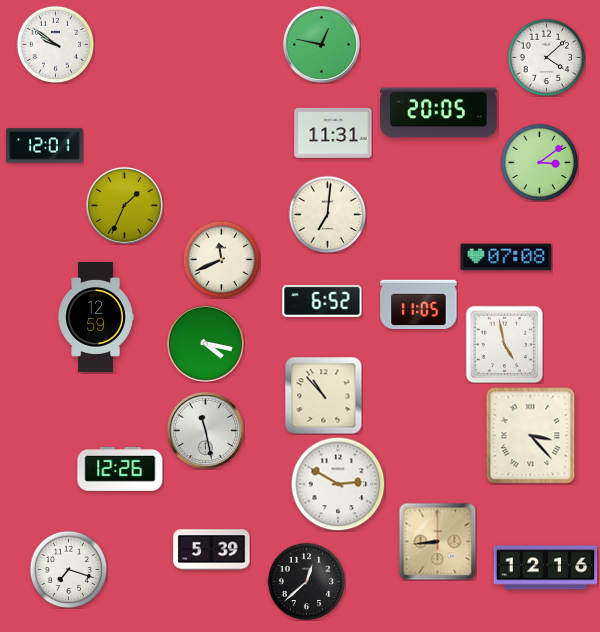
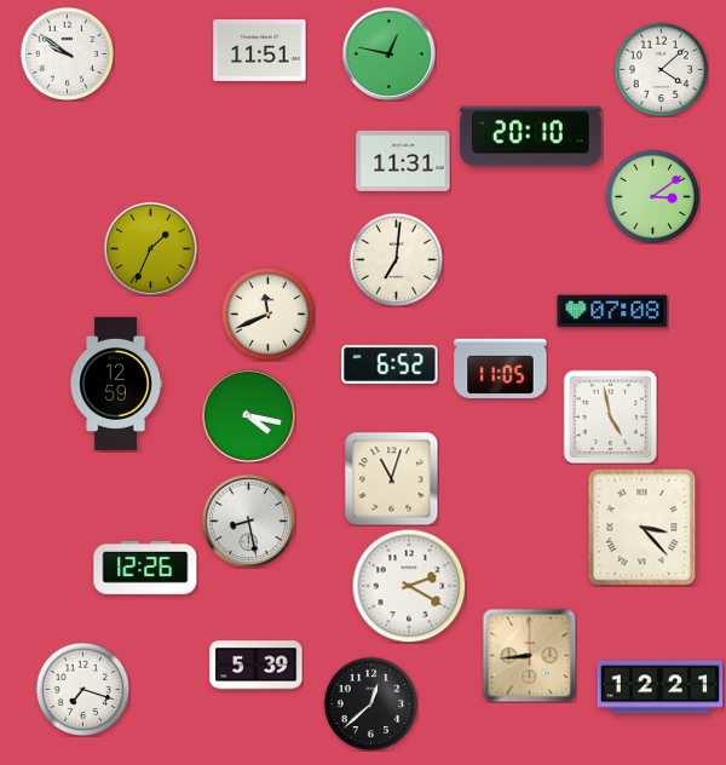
clock at (260, 51): none -> 11:51
clock at (439, 113): 20:05 -> 20:10
clock at (45, 146): 12:01 -> none
clock at (419, 304) position: (419, 304) -> (501, 368)
clock at (323, 395): 10:53 -> 11:03
clock at (205, 430): 11:28 -> 8:28
clock at (338, 484): 2:50 -> 2:20
clock at (546, 568): 12:16 -> 12:21
